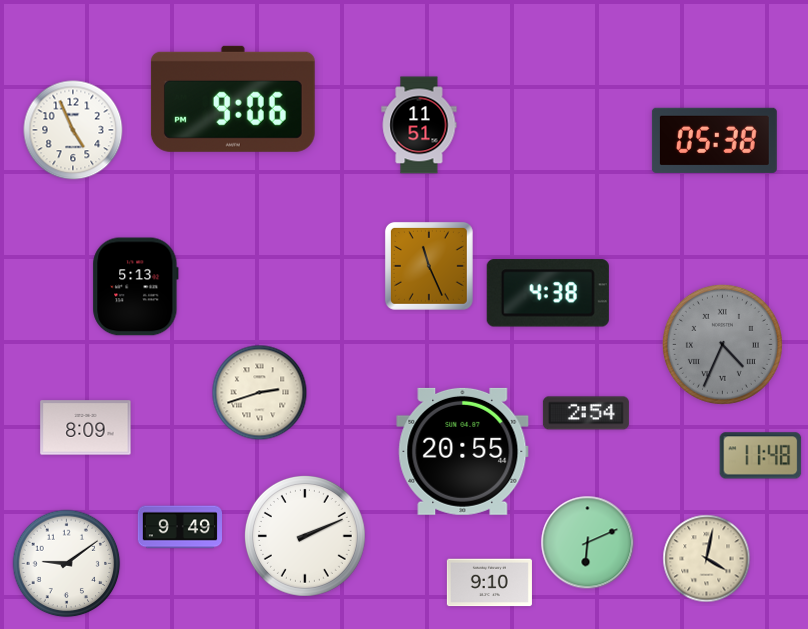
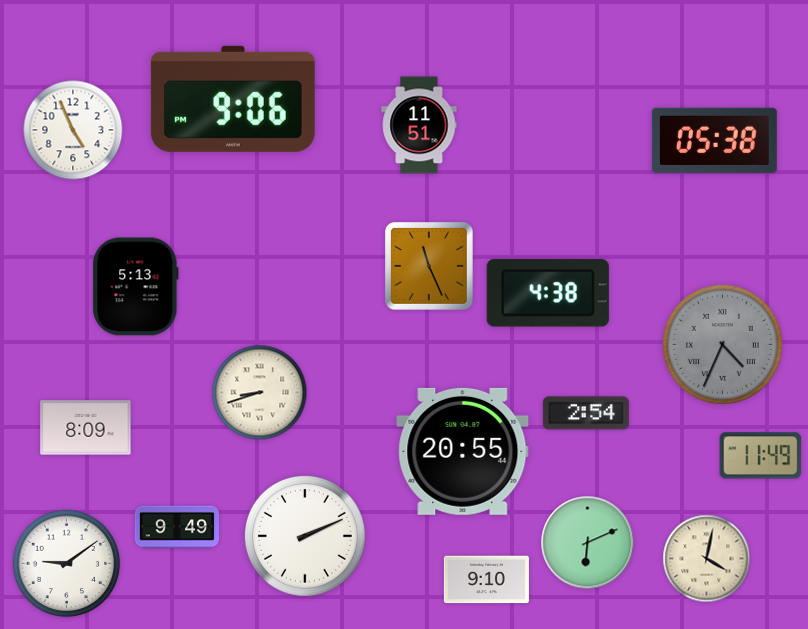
clock at (260, 393): 2:42 -> 8:42
clock at (761, 456): 11:48 -> 11:49
clock at (179, 527) position: (179, 527) -> (176, 527)
clock at (489, 583) position: (489, 583) -> (486, 580)
